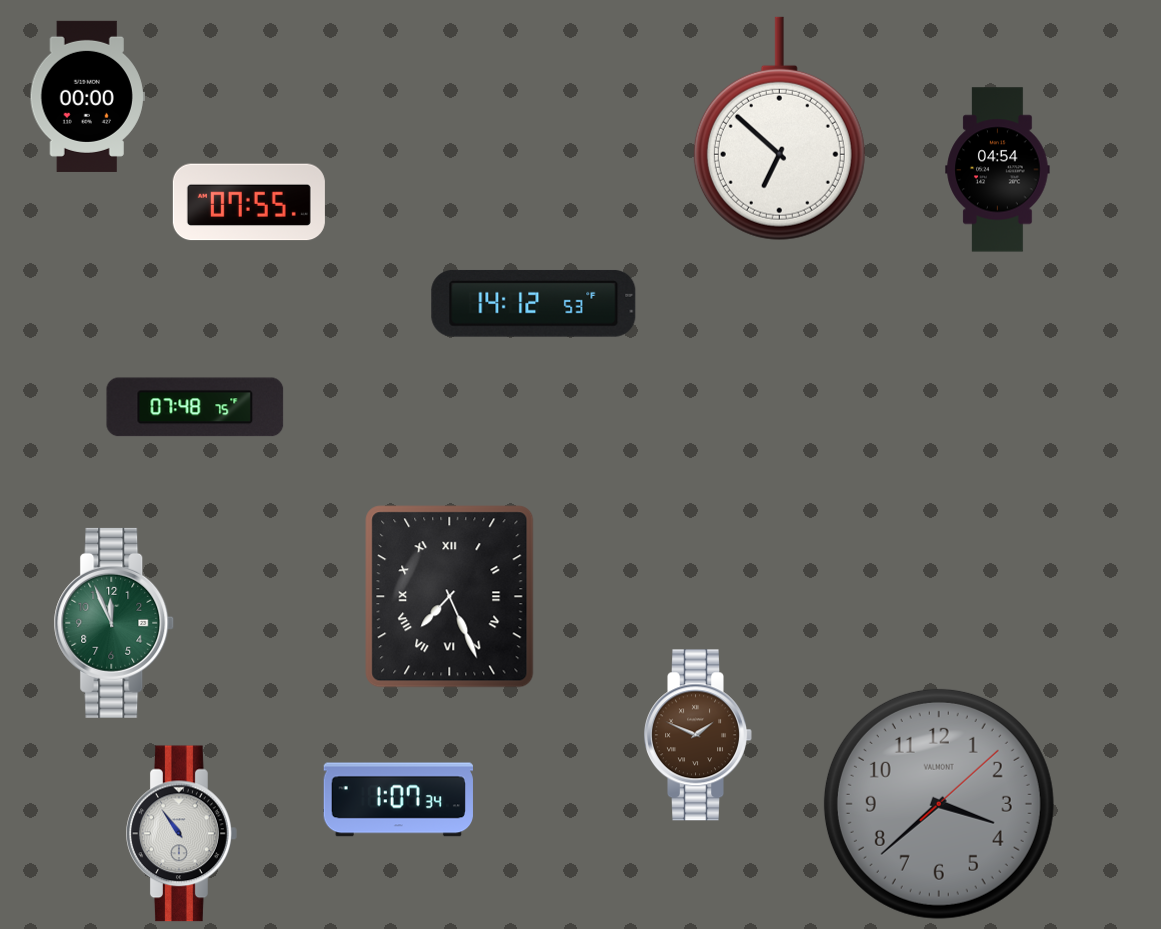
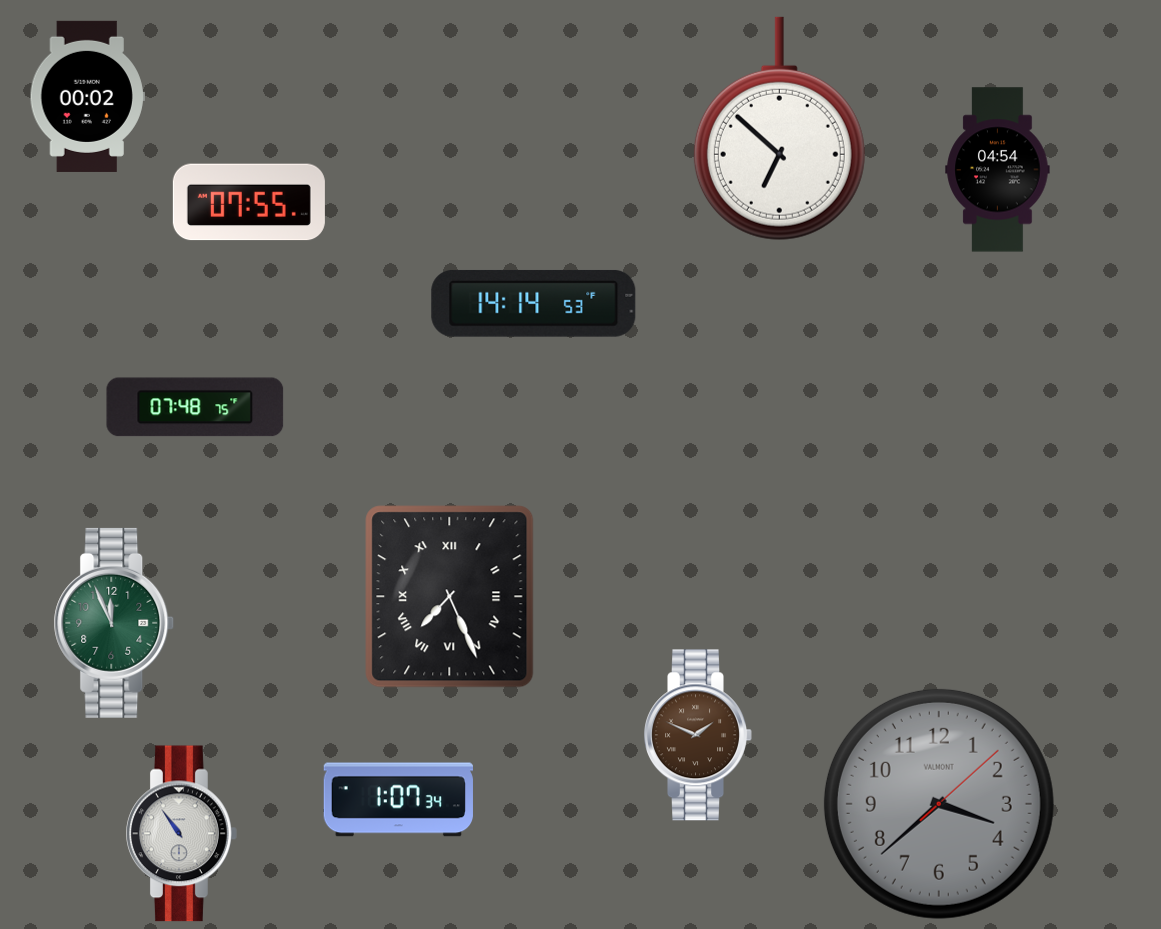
clock at (87, 96): 00:00 -> 00:02
clock at (534, 303): 14:12 -> 14:14
